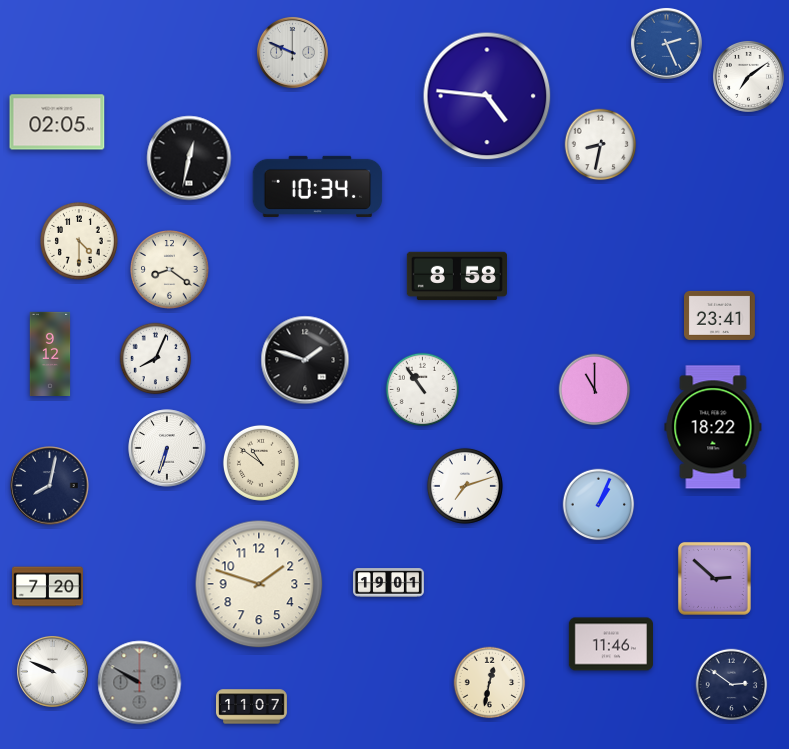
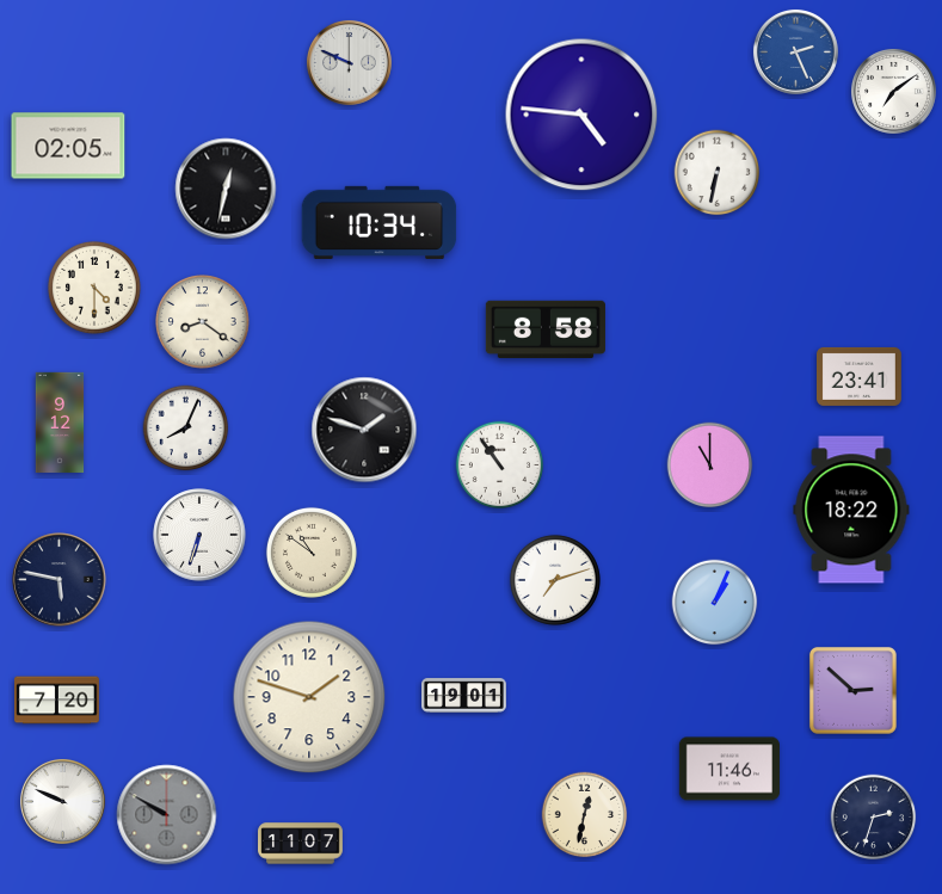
clock at (601, 145): 8:32 -> 6:32
clock at (422, 389) position: (422, 389) -> (499, 464)
clock at (50, 486): 8:02 -> 5:47
clock at (732, 685): 2:51 -> 2:33
